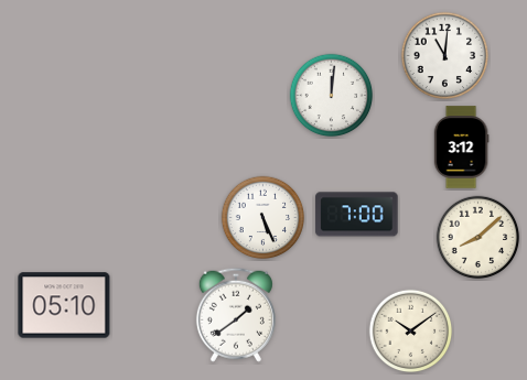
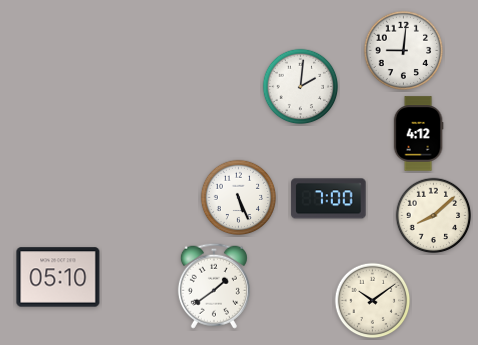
clock at (445, 56): 11:01 -> 9:01
clock at (332, 96): 12:01 -> 2:01
clock at (461, 148): 3:12 -> 4:12
clock at (357, 215) position: (357, 215) -> (329, 199)
